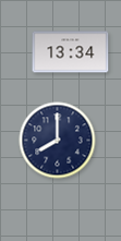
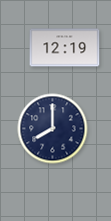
clock at (71, 52): 13:34 -> 12:19
